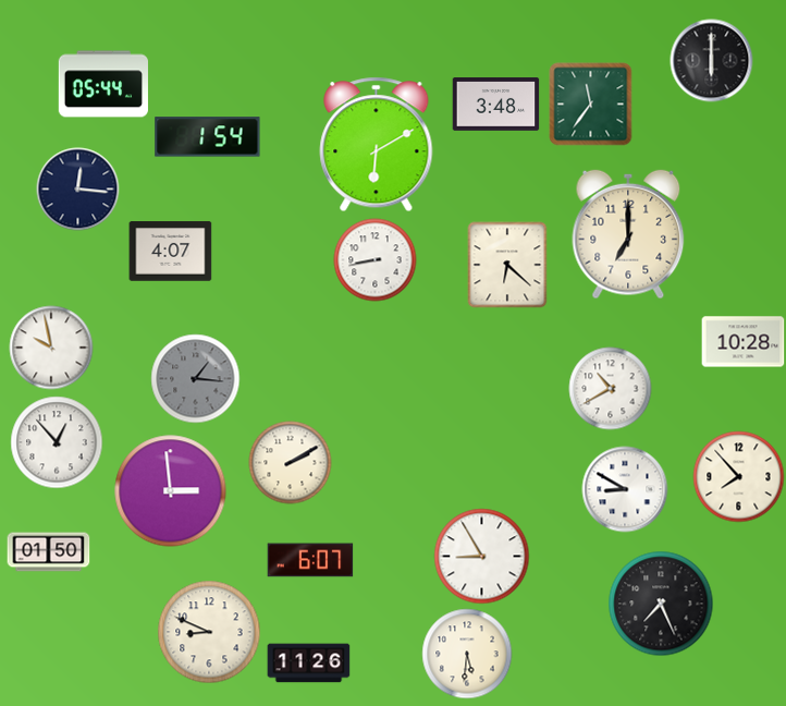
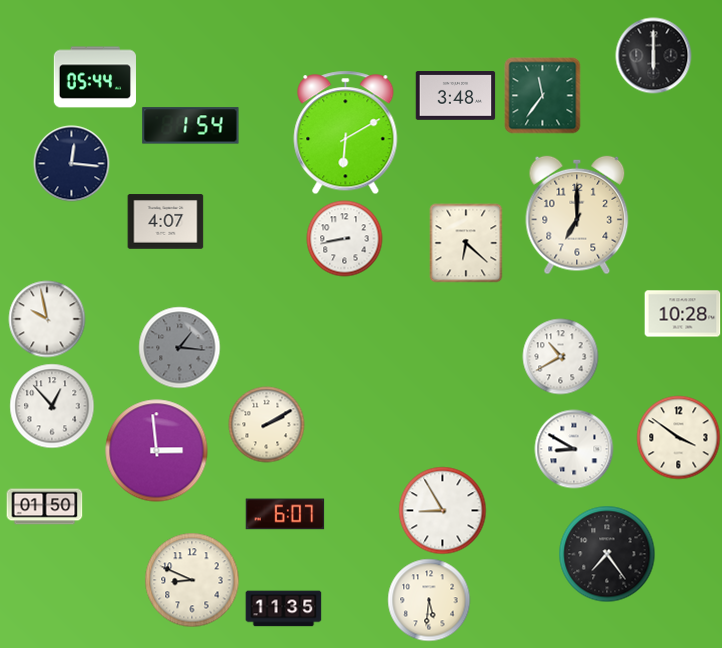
clock at (78, 190) position: (78, 190) -> (72, 164)
clock at (171, 252) position: (171, 252) -> (166, 222)
clock at (739, 477): 7:53 -> 3:51
clock at (661, 604): 7:26 -> 7:24
clock at (309, 664): 11:26 -> 11:35
